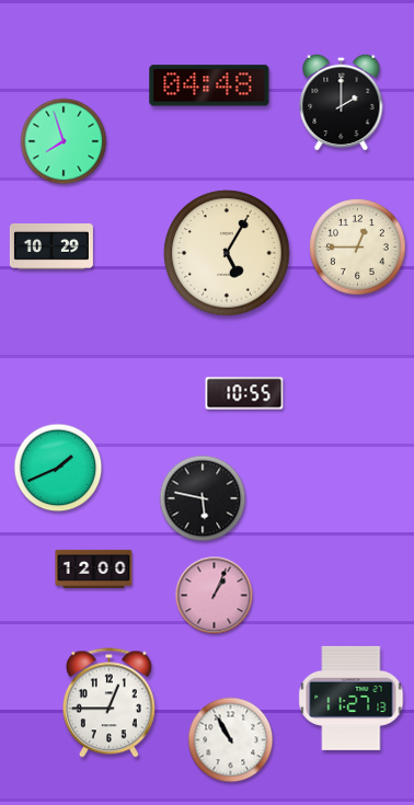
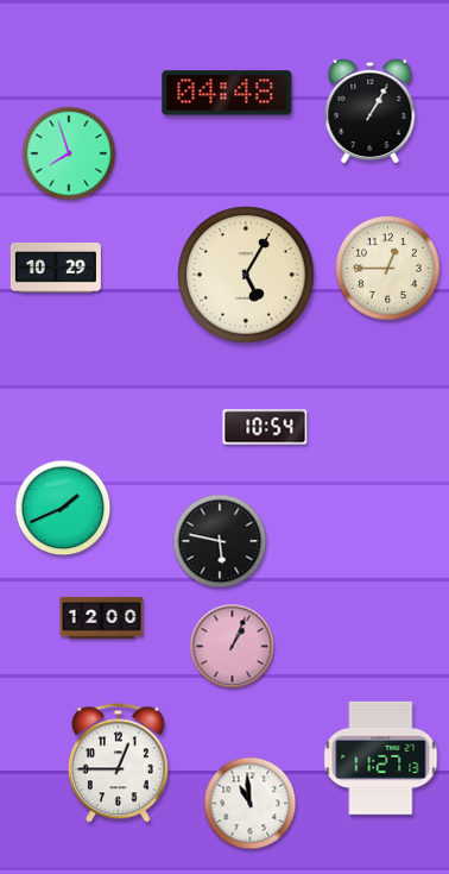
clock at (342, 102): 2:00 -> 1:05
clock at (244, 393): 10:55 -> 10:54
clock at (231, 740): 10:55 -> 10:59
